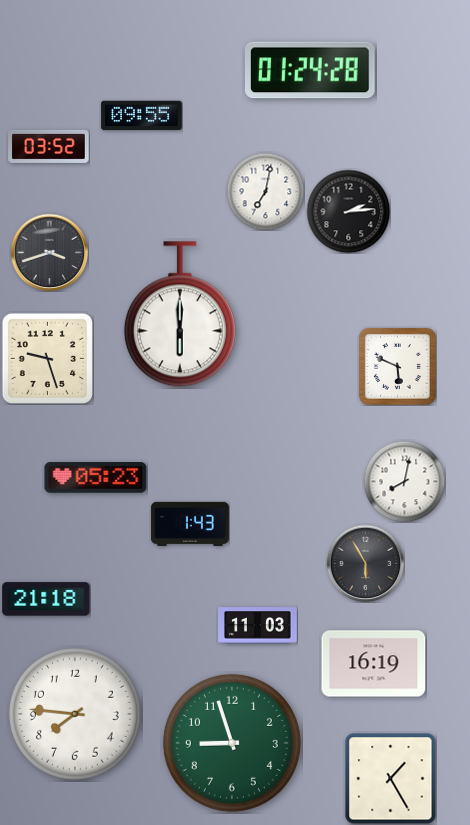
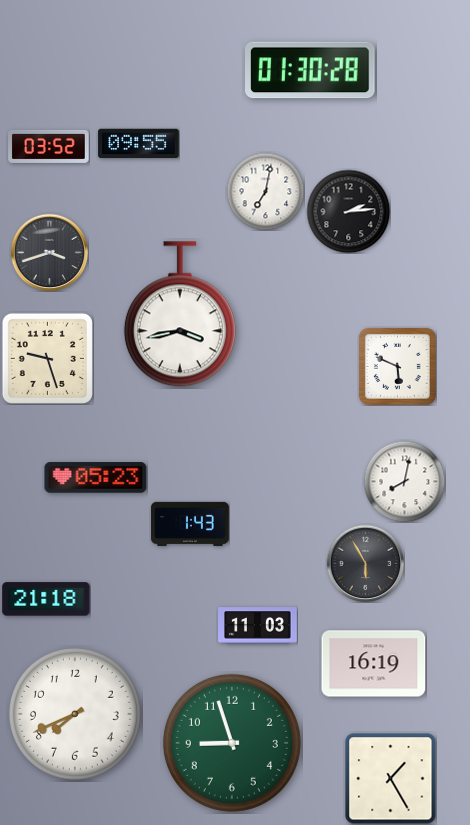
clock at (311, 70): 01:24 -> 01:30
clock at (142, 116) position: (142, 116) -> (139, 144)
clock at (180, 314): 6:00 -> 3:43
clock at (75, 714): 7:46 -> 7:41
